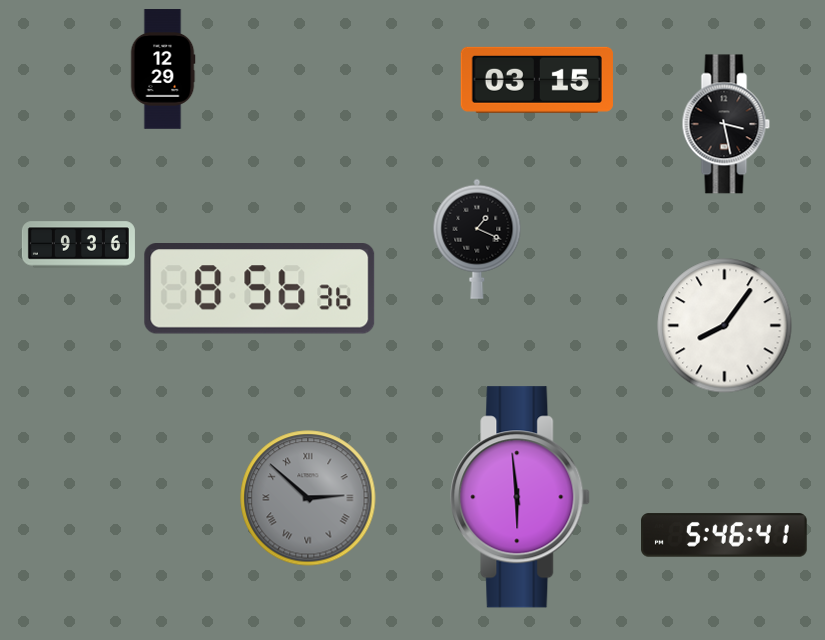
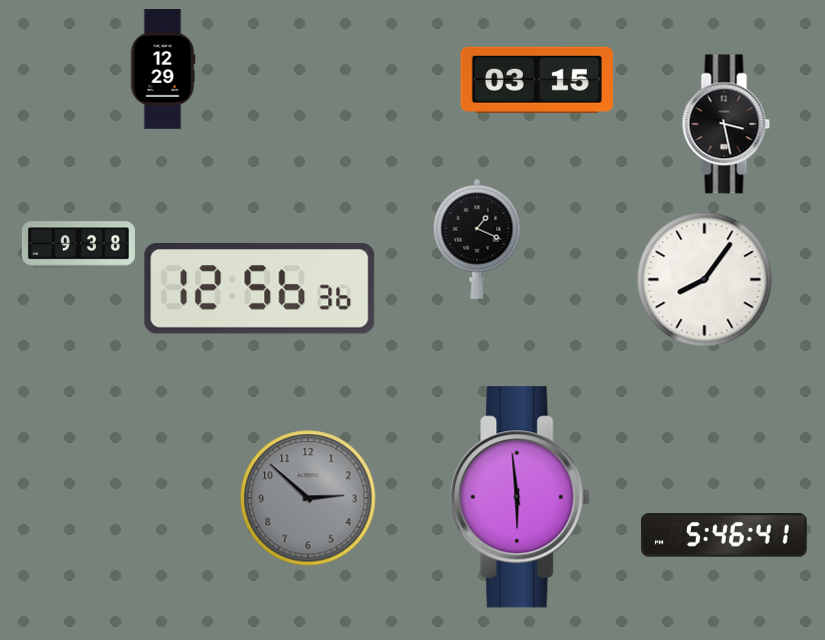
clock at (78, 245): 9:36 -> 9:38
clock at (260, 289): 8:56 -> 12:56
clock at (725, 326) position: (725, 326) -> (705, 280)
clock at (308, 498) numerals: Roman -> Arabic
